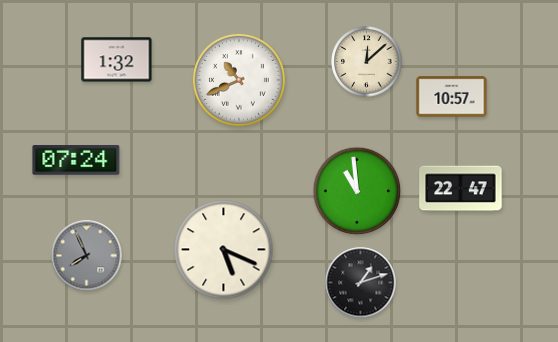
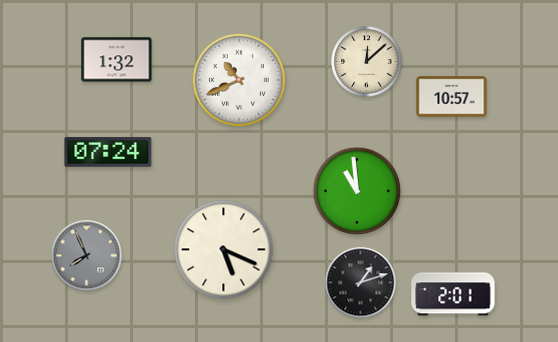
clock at (76, 160) position: (76, 160) -> (108, 152)
clock at (461, 189): 22:47 -> none
clock at (453, 294): none -> 2:01
